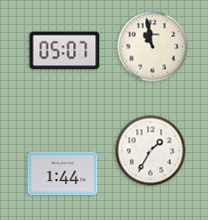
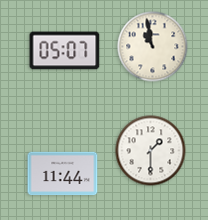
clock at (151, 151): 1:35 -> 1:30
clock at (63, 174): 1:44 -> 11:44
